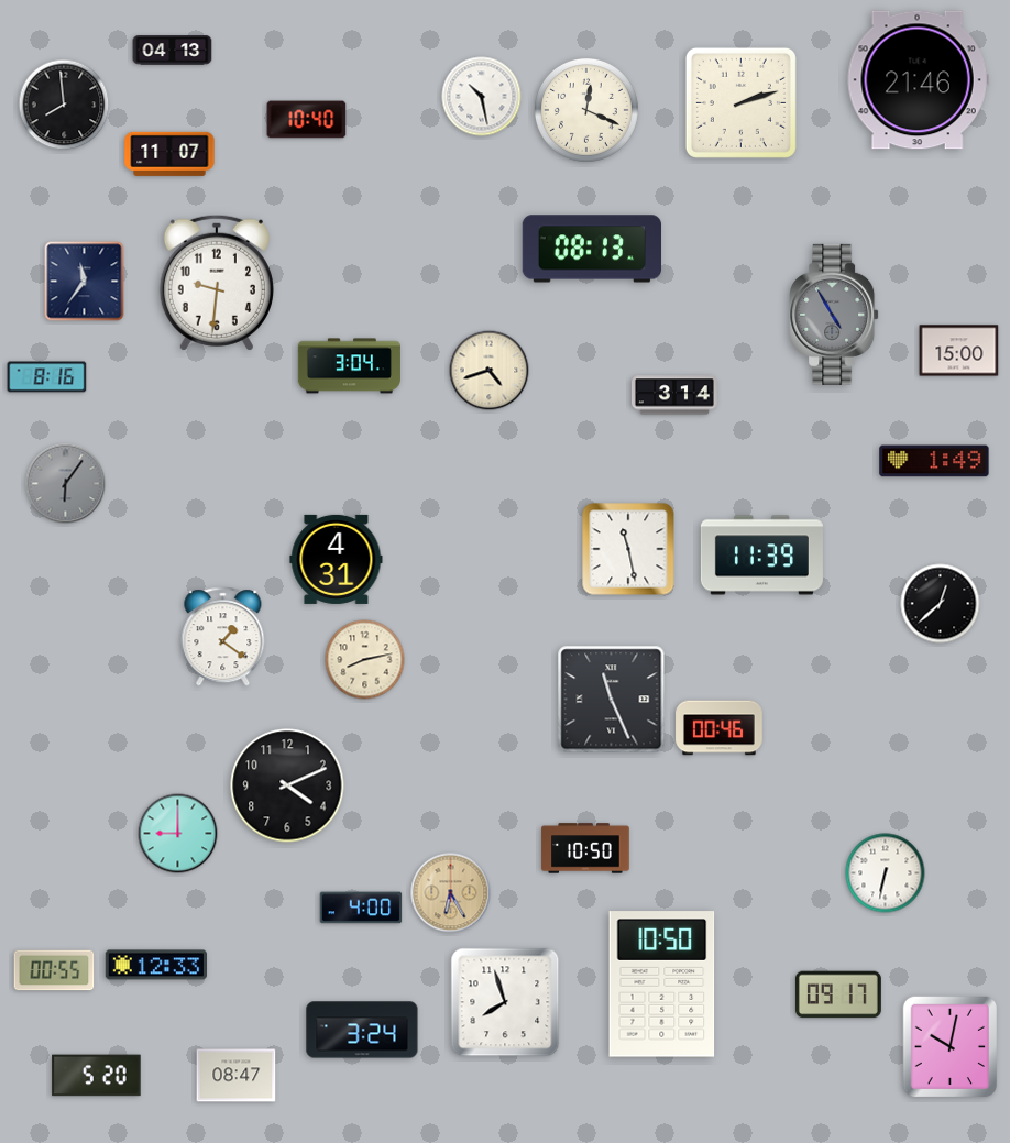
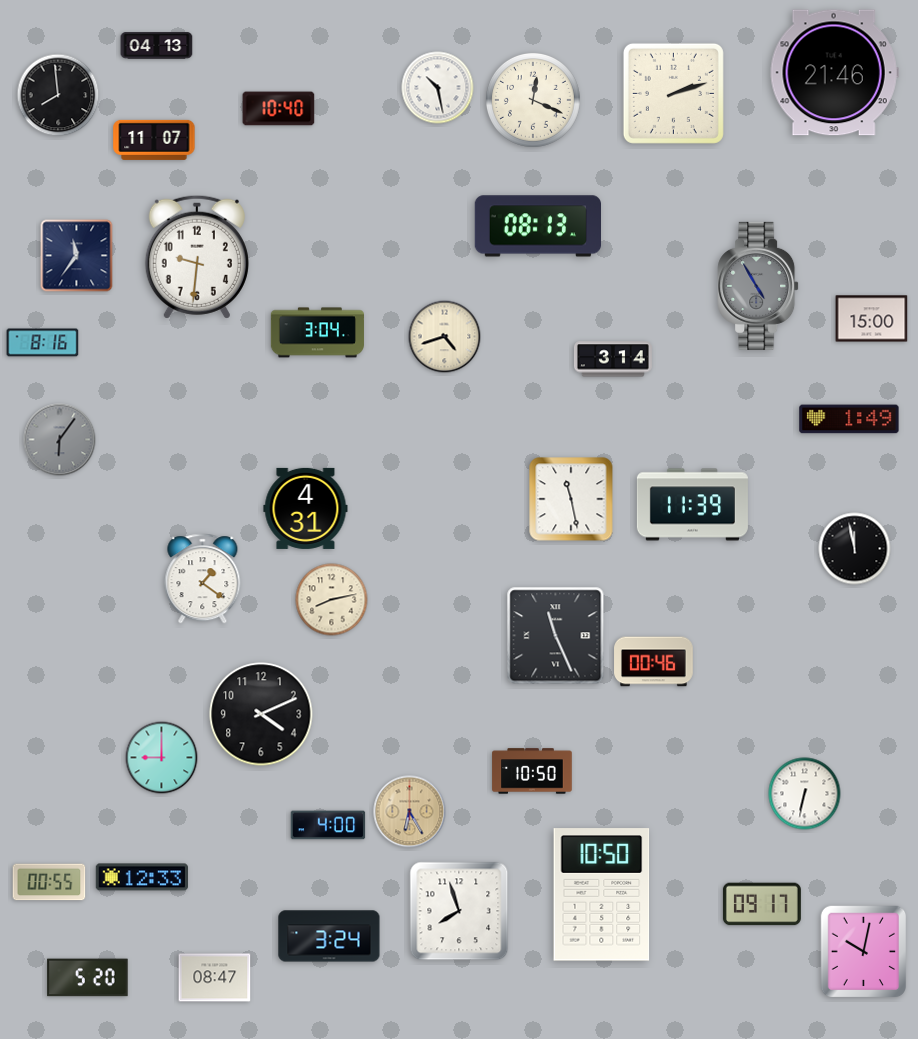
clock at (941, 604): 12:38 -> 11:58
